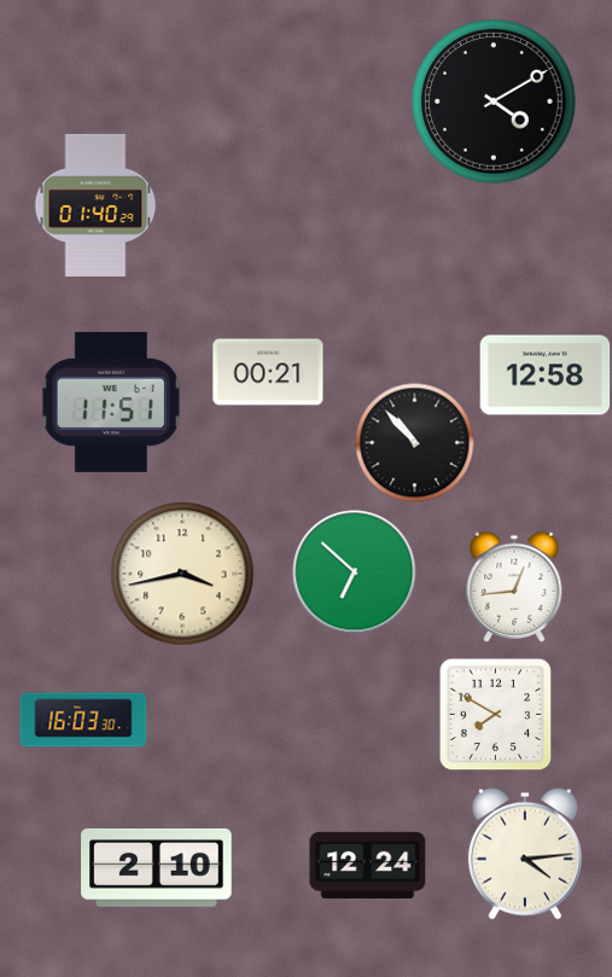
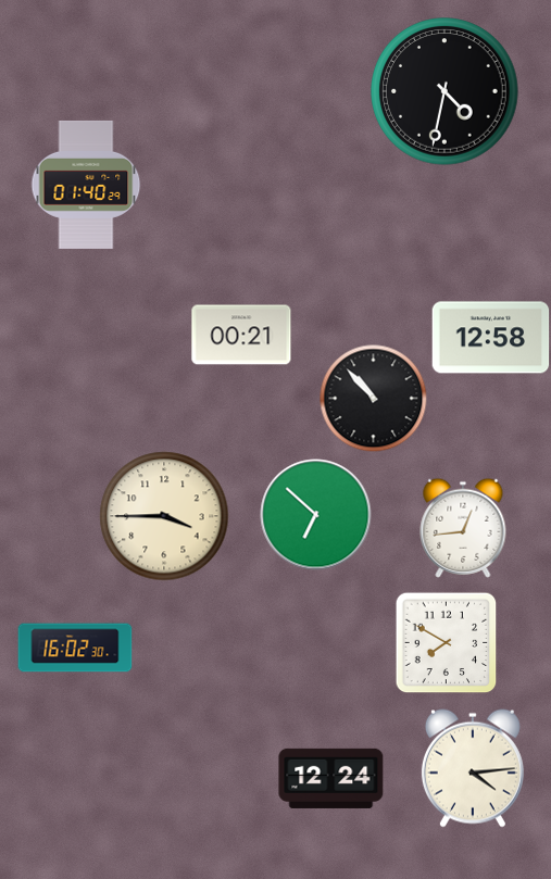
clock at (494, 101): 4:10 -> 4:32
clock at (111, 402): 11:51 -> none
clock at (355, 572) position: (355, 572) -> (316, 515)
clock at (182, 574): 3:43 -> 3:45
clock at (83, 720): 16:03 -> 16:02
clock at (157, 868): 2:10 -> none
